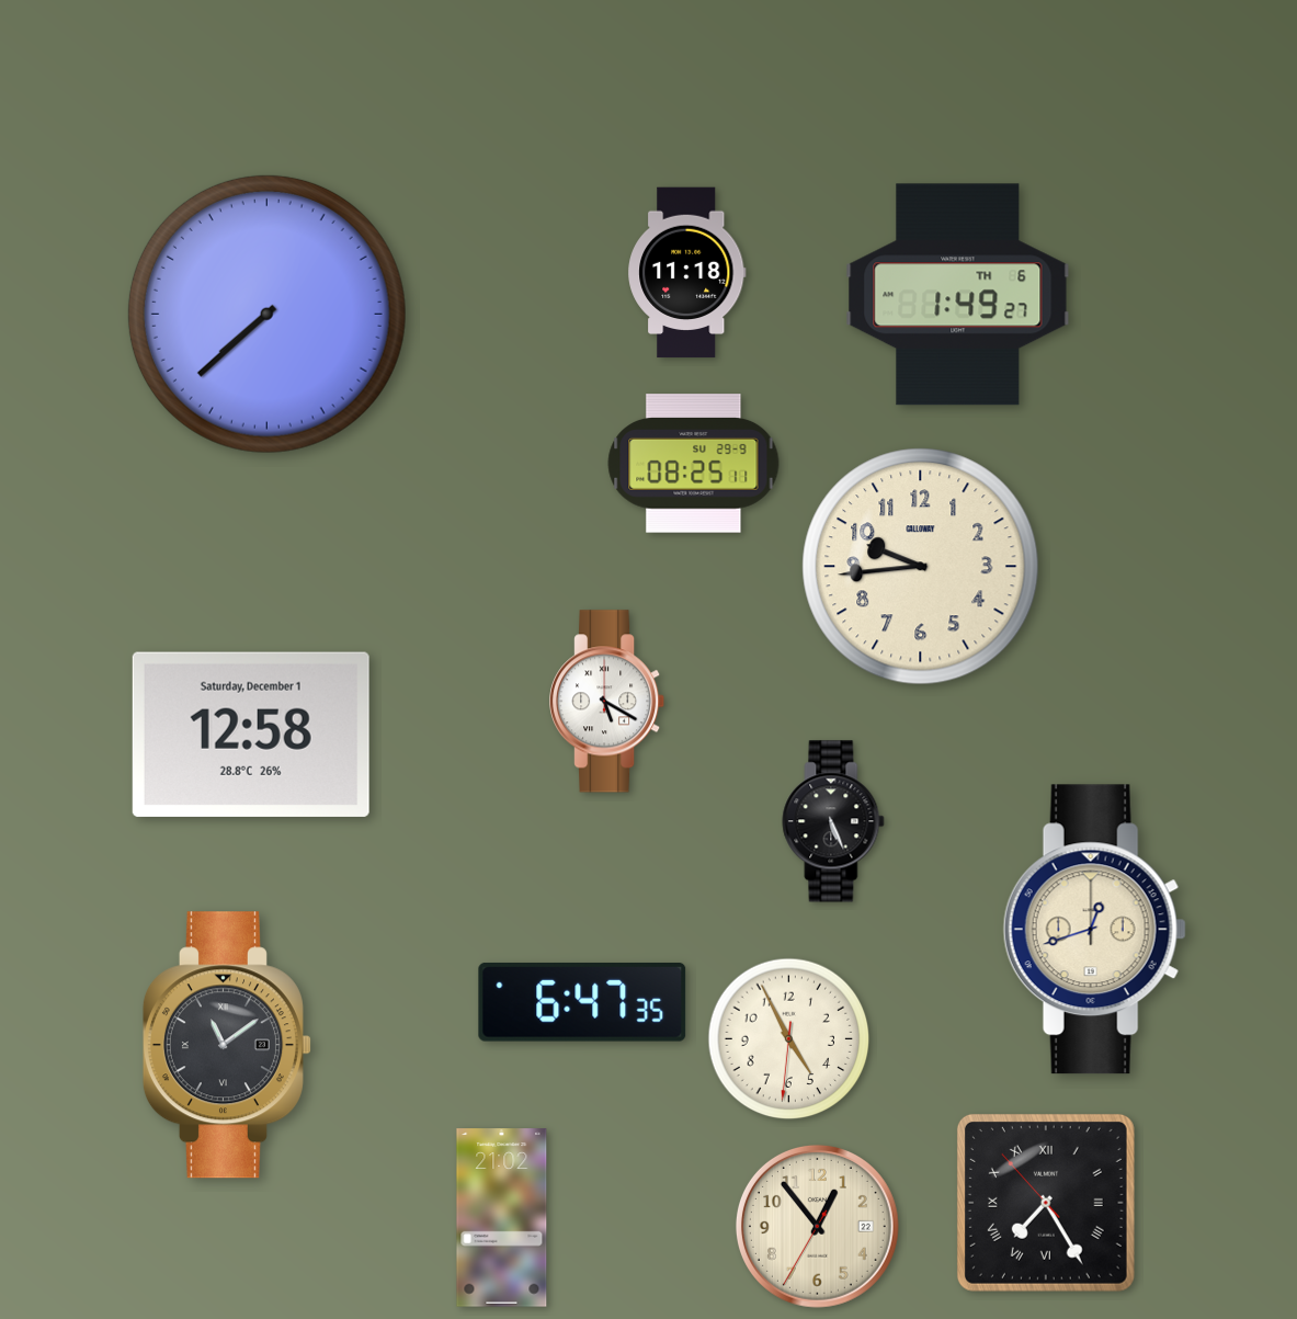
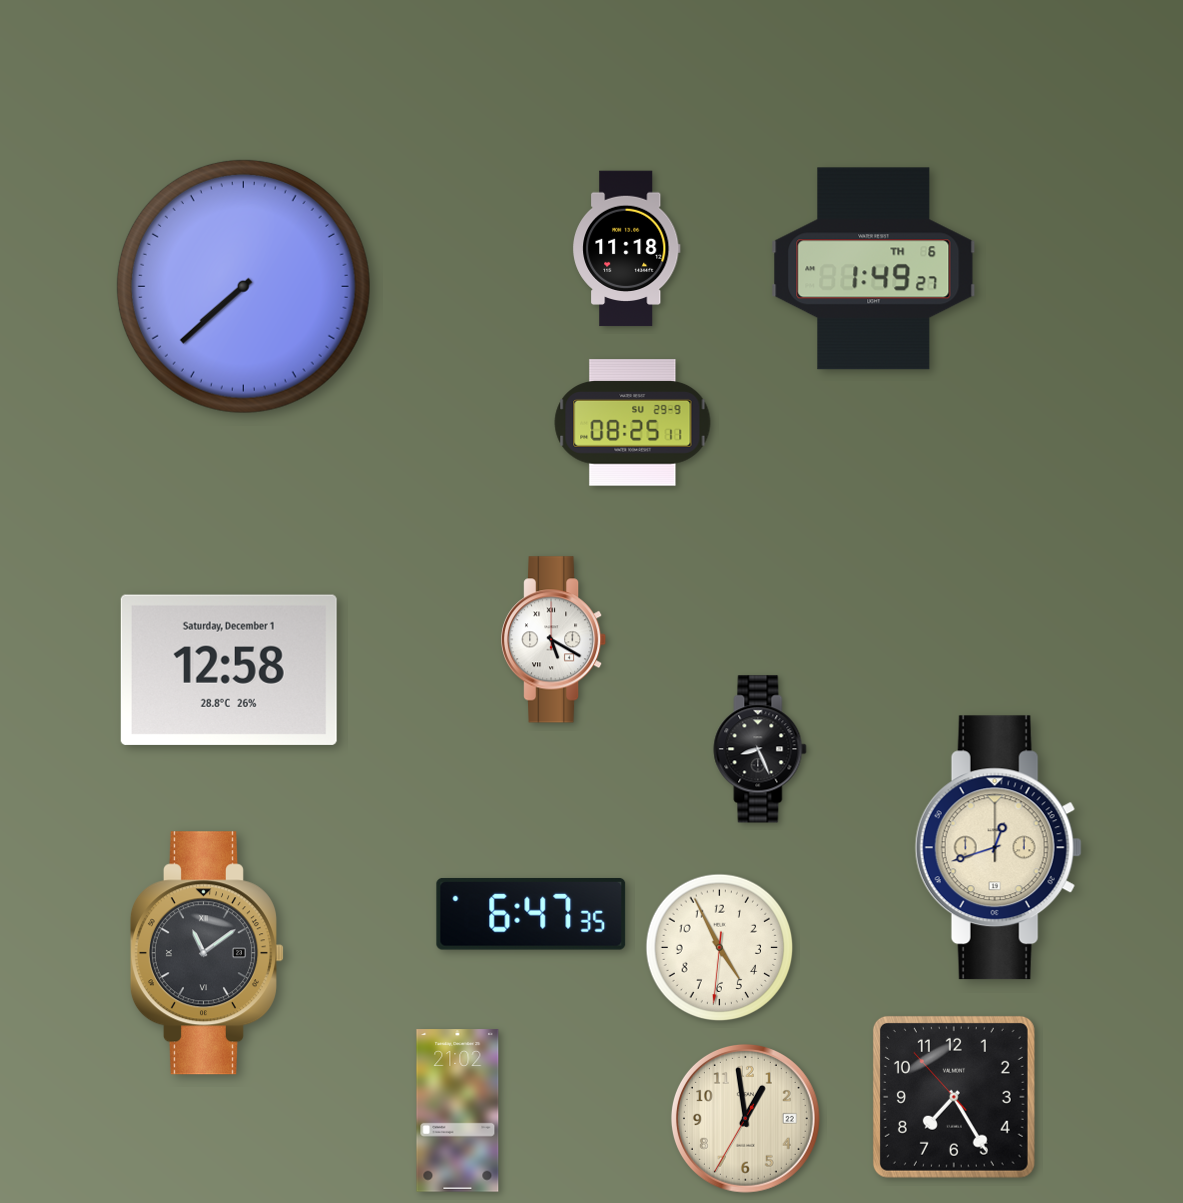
clock at (921, 567): 9:44 -> none
clock at (833, 821): 5:26 -> 8:26
clock at (1046, 1203) numerals: Roman -> Arabic
clock at (817, 1226): 12:53 -> 12:58
